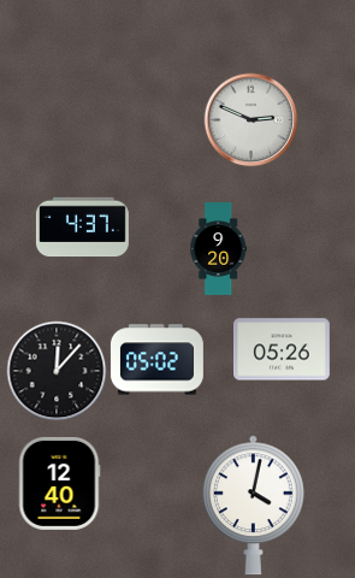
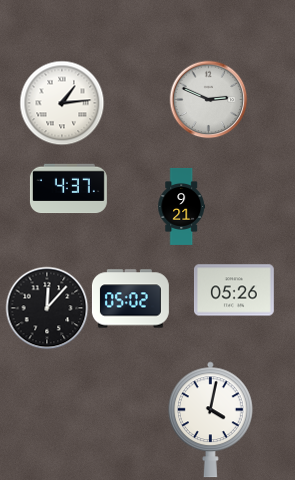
clock at (62, 103): none -> 1:14
clock at (219, 248): 9:20 -> 9:21
clock at (59, 483): 12:40 -> none
